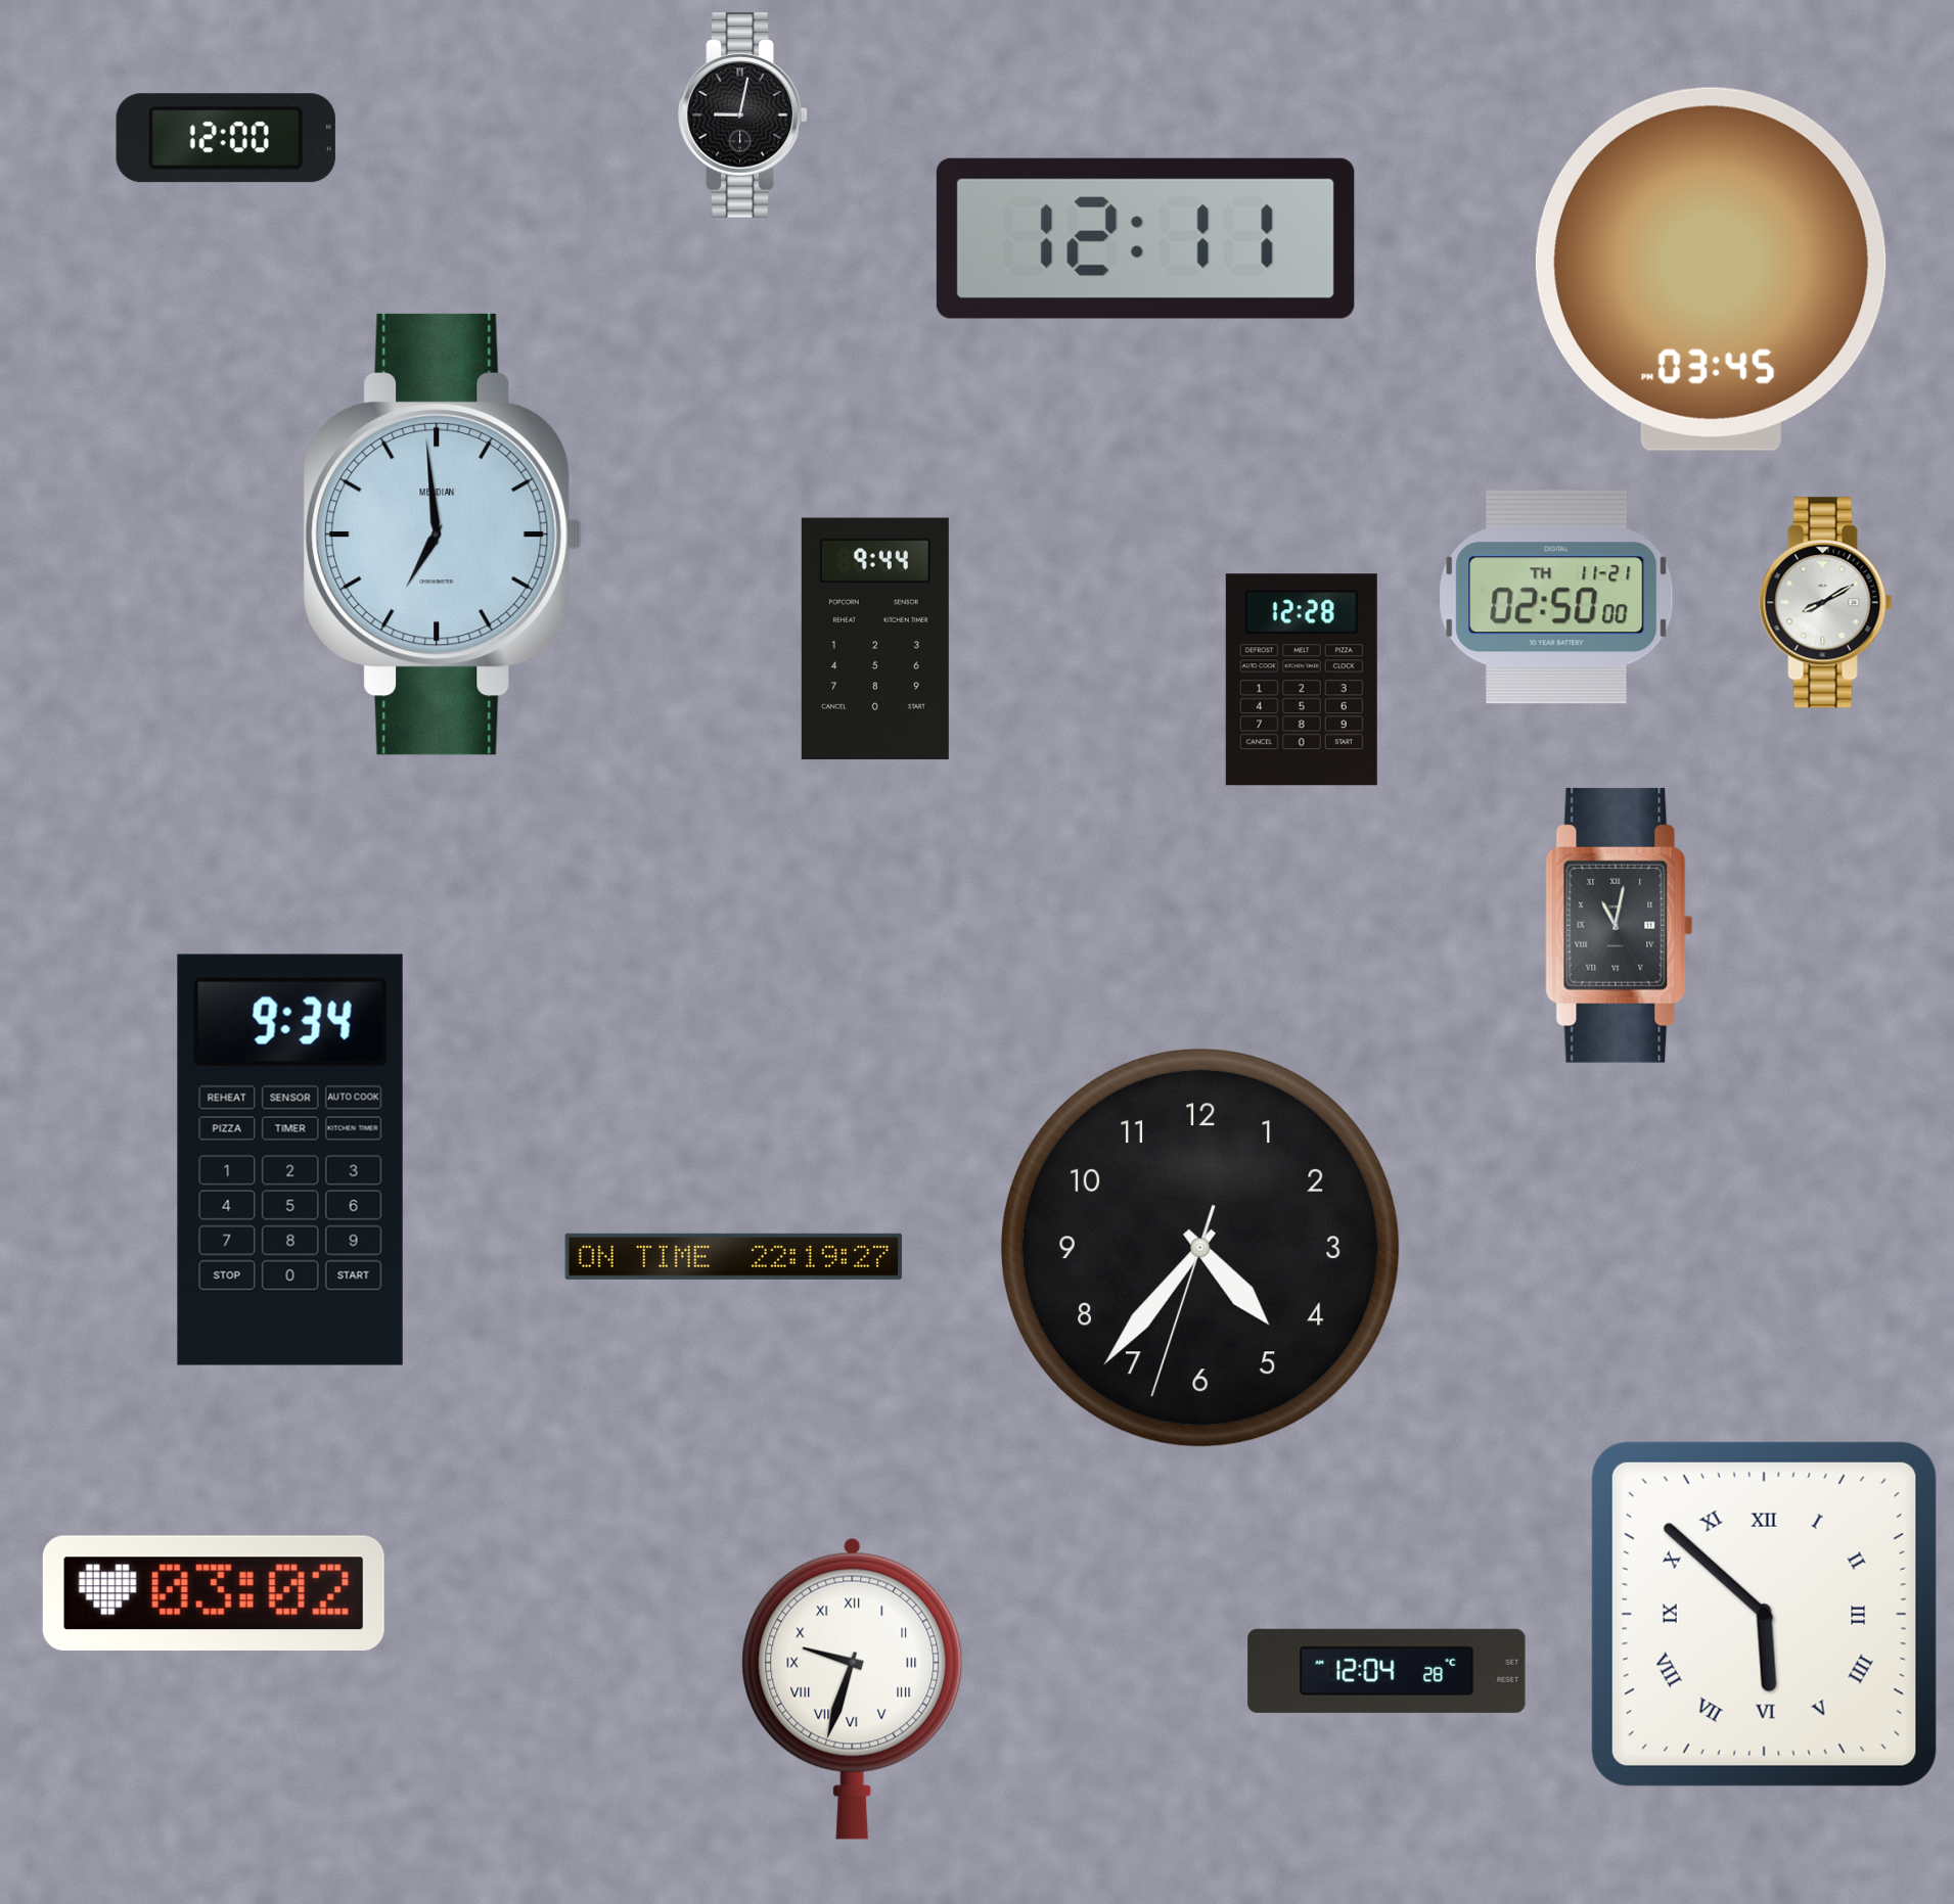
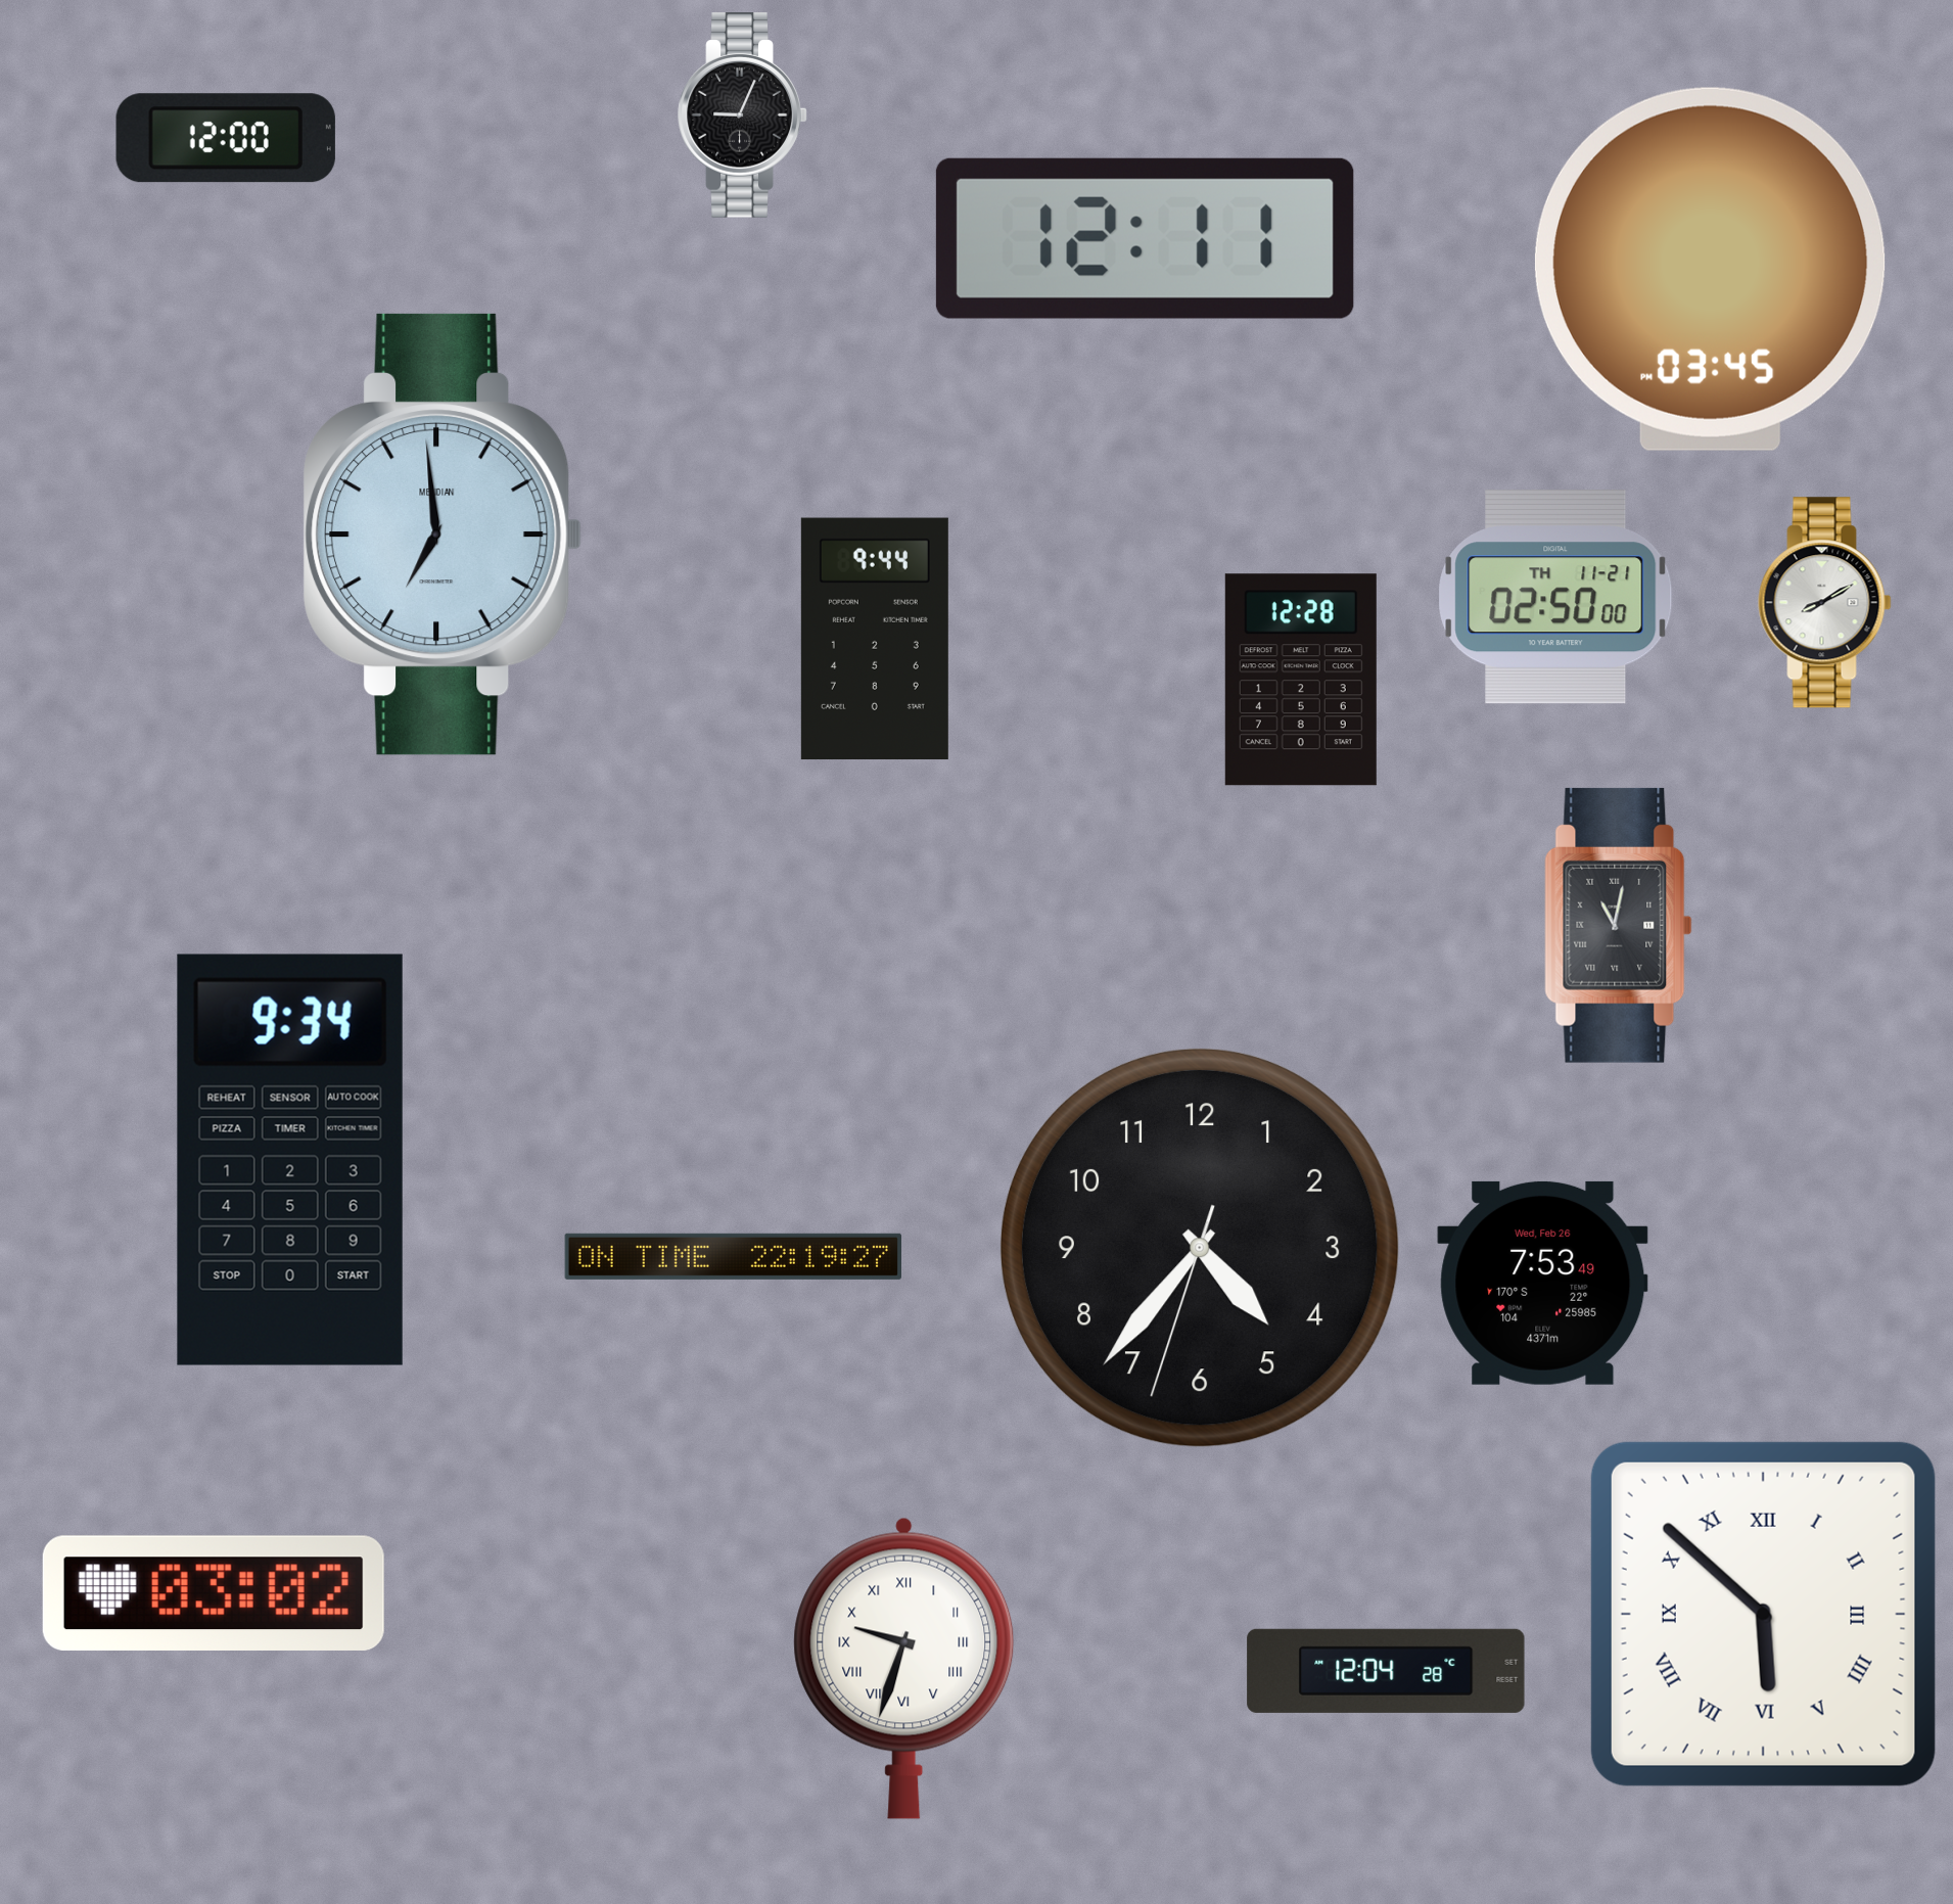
clock at (743, 115): 9:02 -> 9:04
clock at (1543, 1283): none -> 7:53
clock at (853, 1688) position: (853, 1688) -> (904, 1668)
